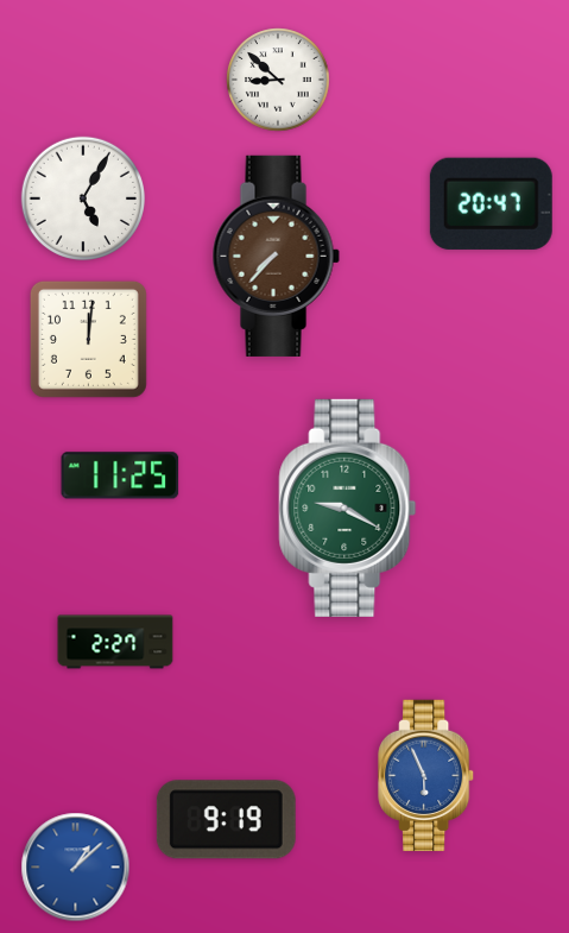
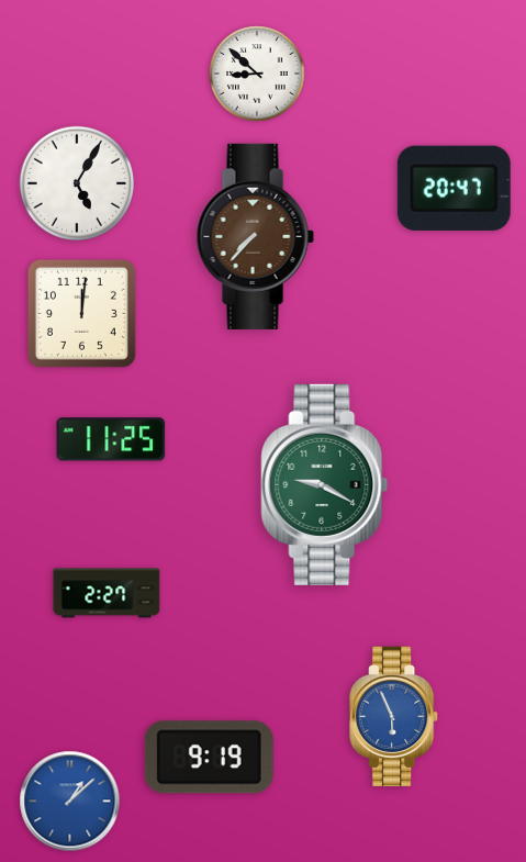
clock at (348, 508) position: (348, 508) -> (325, 484)
